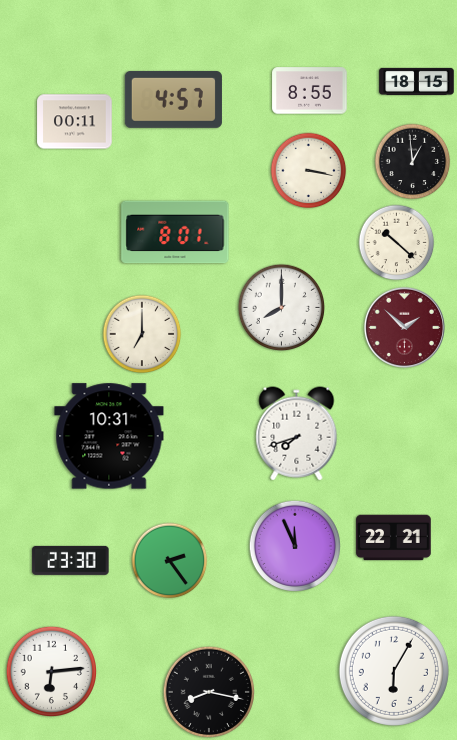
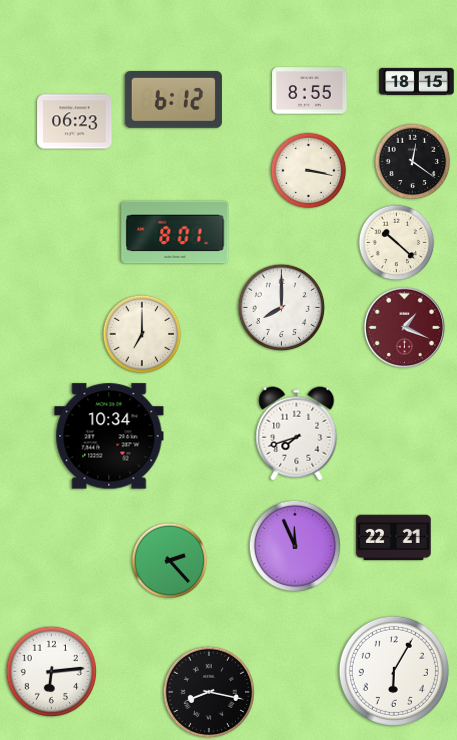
clock at (173, 99): 4:57 -> 6:12
clock at (75, 122): 00:11 -> 06:23
clock at (413, 162): 12:59 -> 12:21
clock at (404, 327): 1:52 -> 1:19
clock at (109, 436): 10:31 -> 10:34
clock at (71, 560): 23:30 -> none
clock at (170, 561): 2:24 -> 2:23
